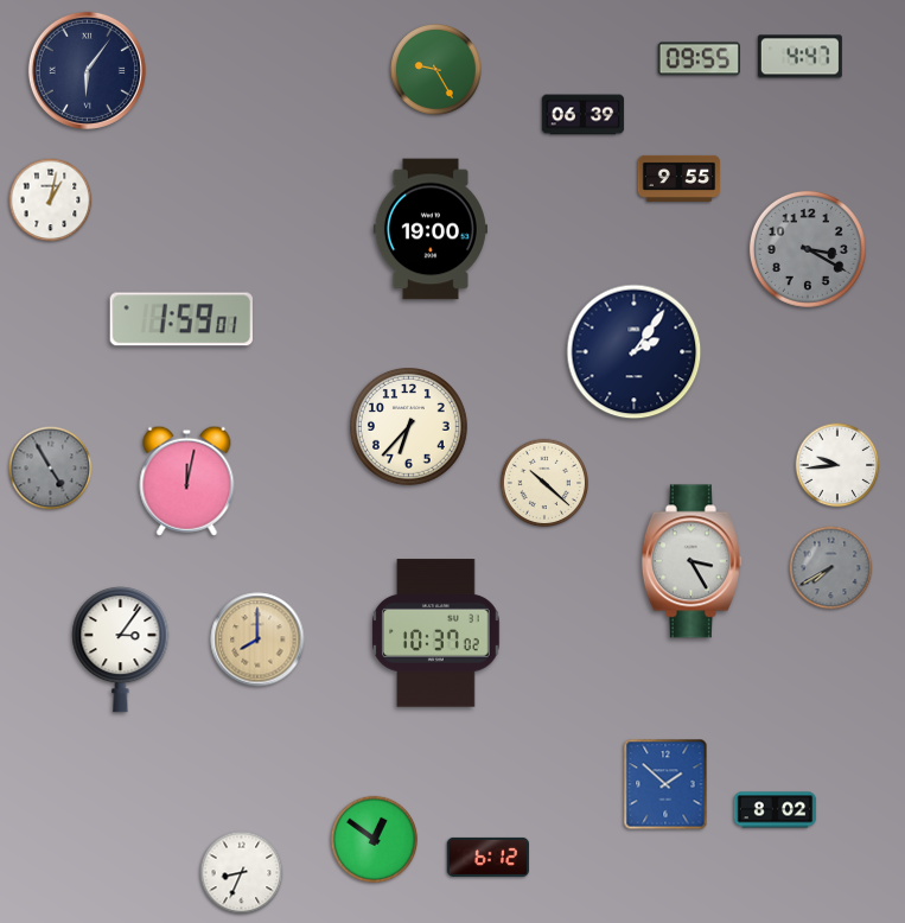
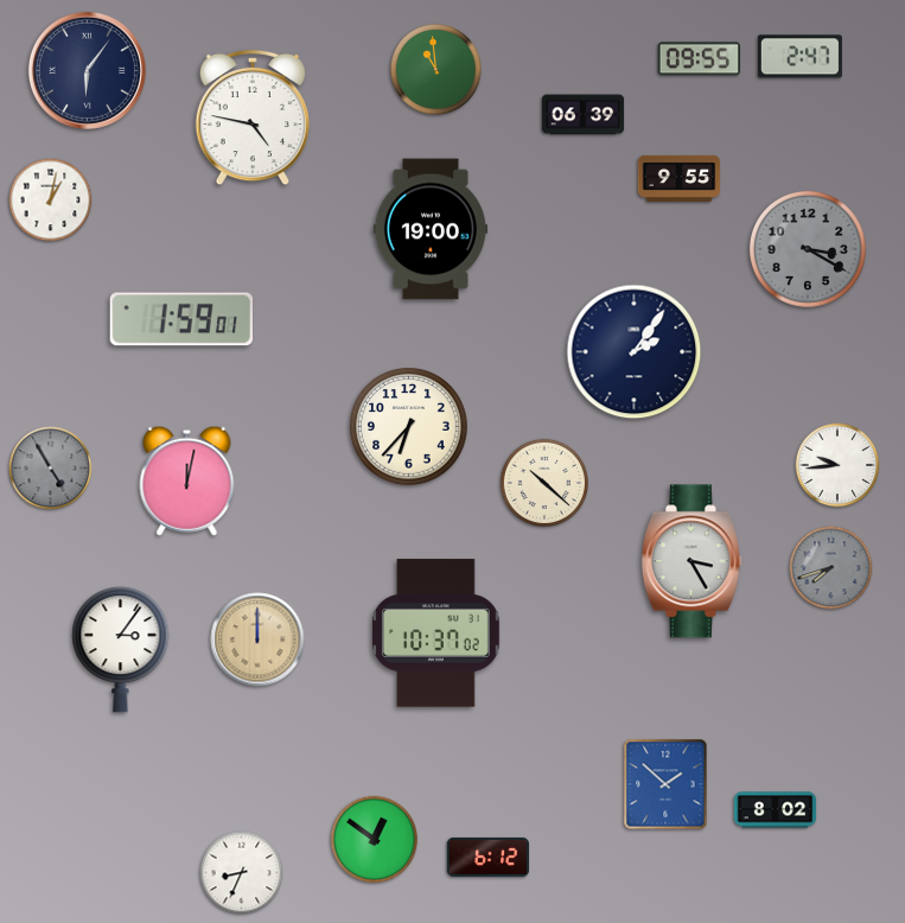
clock at (799, 57): 4:47 -> 2:47
clock at (435, 69): 9:25 -> 10:59
clock at (251, 117): none -> 4:47
clock at (831, 568): 7:40 -> 7:42
clock at (257, 639): 8:00 -> 12:00
